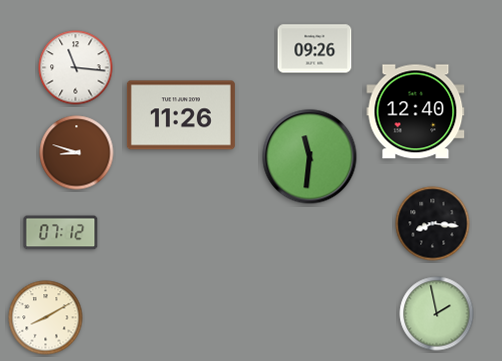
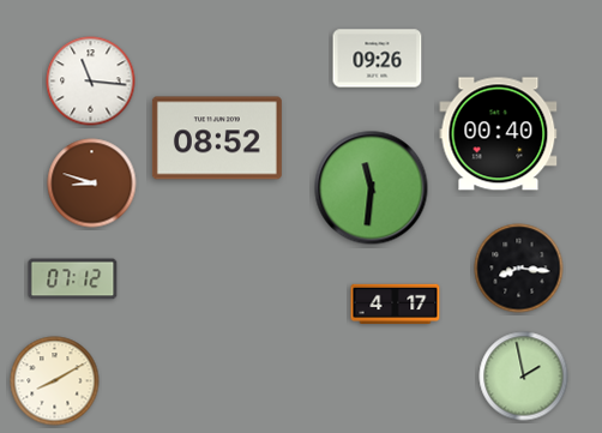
clock at (416, 112): 12:40 -> 00:40
clock at (181, 115): 11:26 -> 08:52
clock at (396, 303): none -> 4:17
